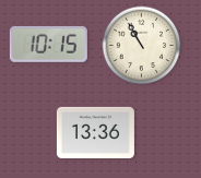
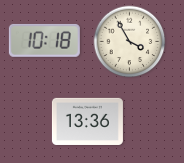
clock at (48, 44): 10:15 -> 10:18
clock at (142, 46): 10:55 -> 3:55
